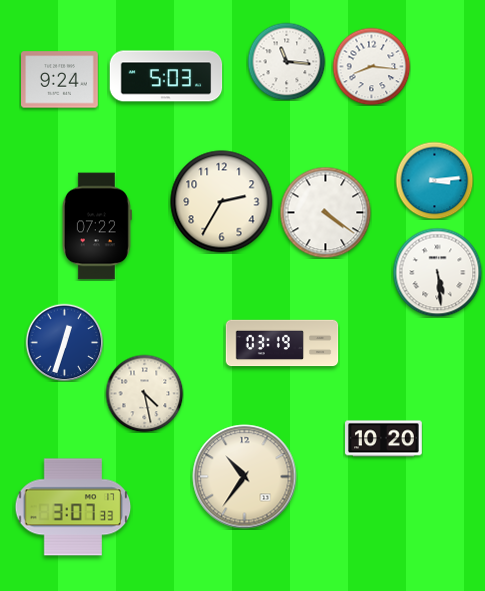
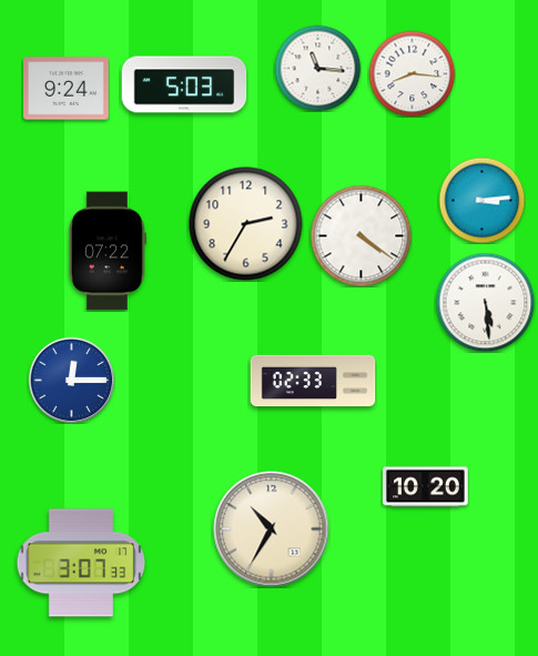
clock at (64, 342): 12:33 -> 12:15
clock at (282, 343): 03:19 -> 02:33
clock at (144, 393): 4:28 -> none
clock at (245, 477): 10:36 -> 10:35
